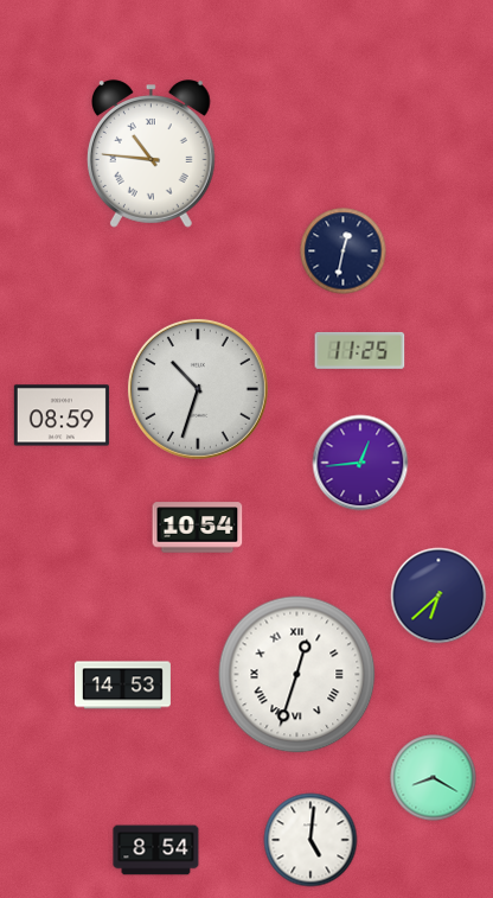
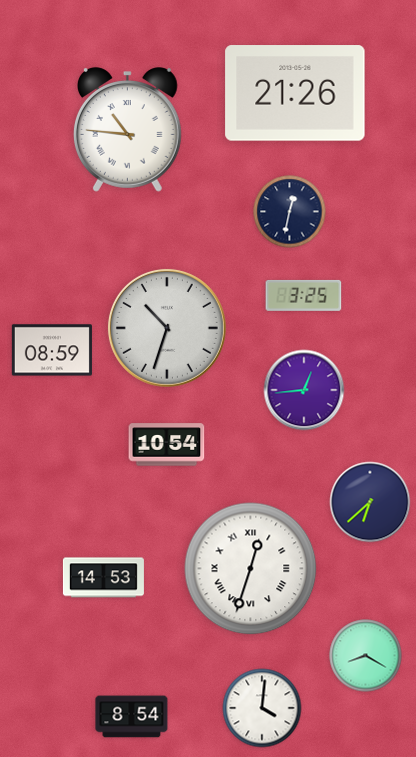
clock at (295, 93): none -> 21:26
clock at (360, 350): 11:25 -> 3:25
clock at (310, 840): 5:01 -> 4:01
